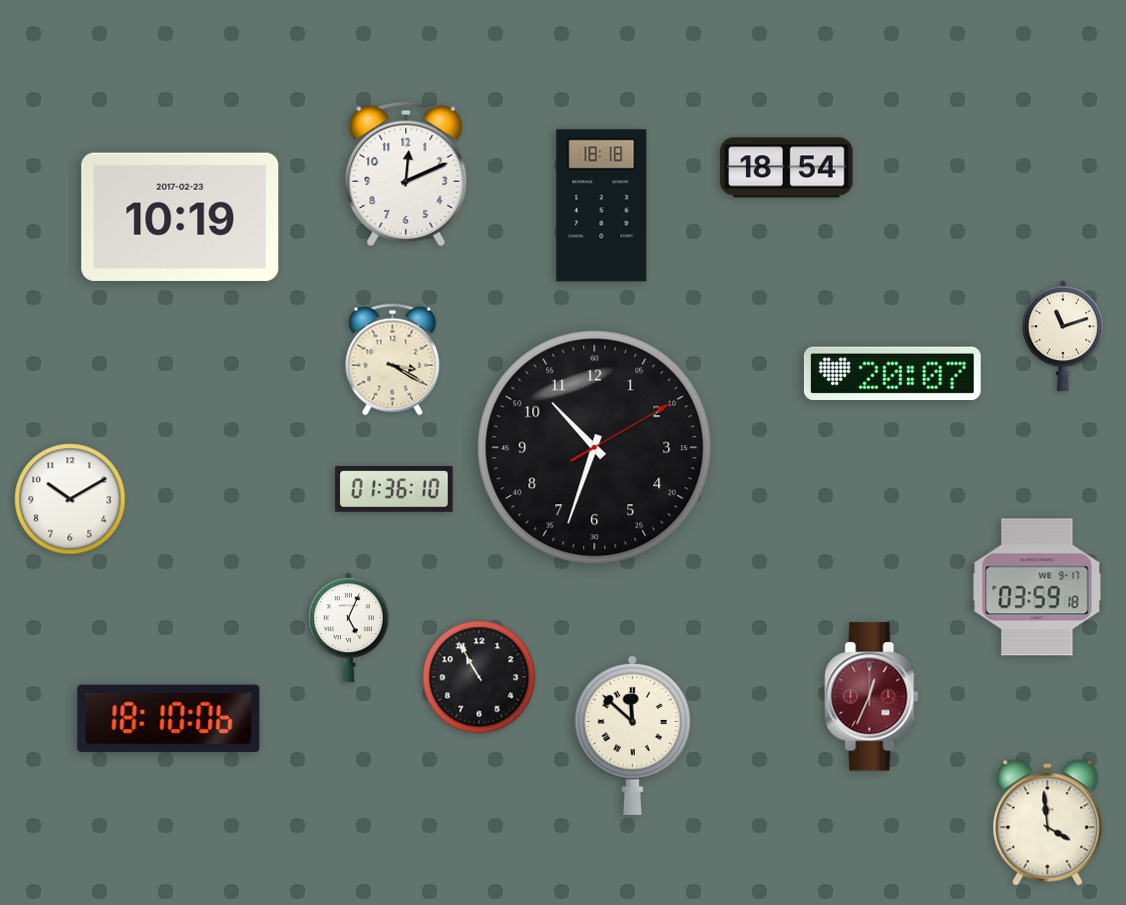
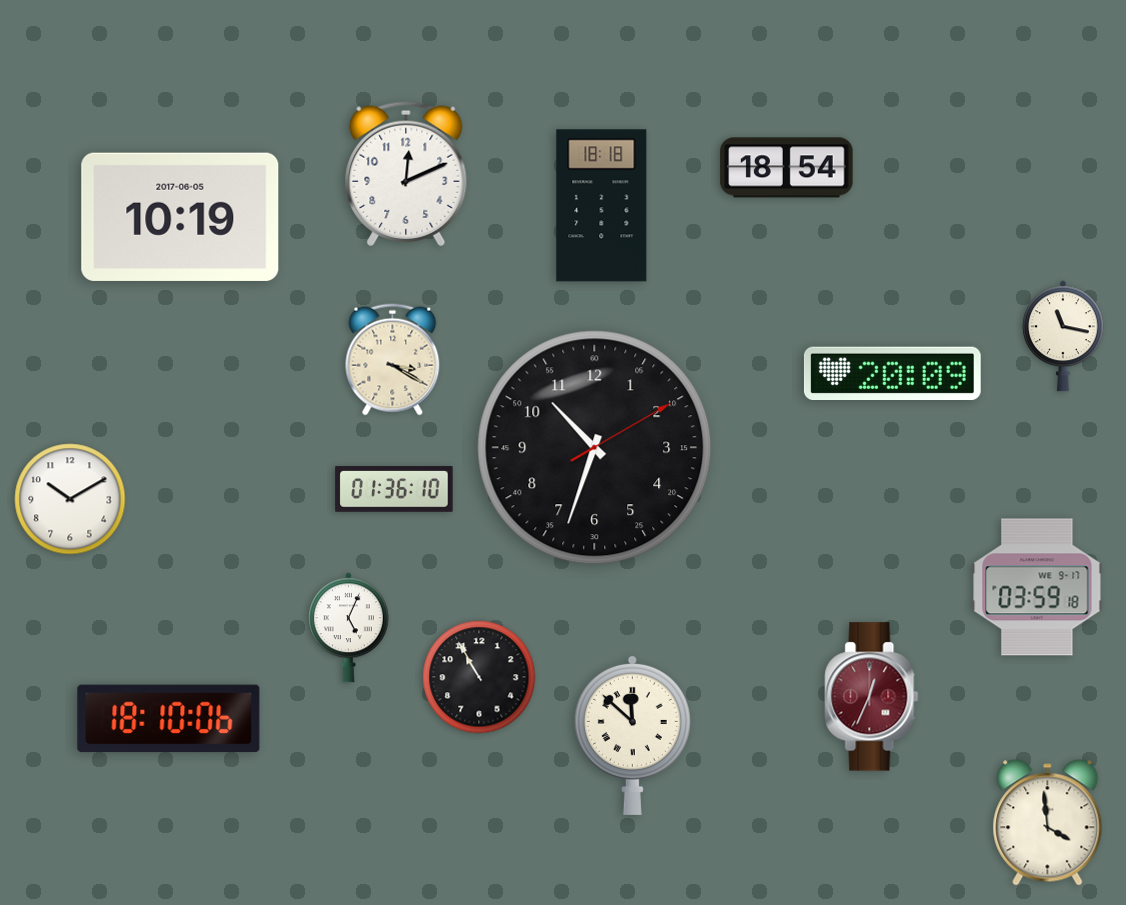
clock at (180, 217) date: 2017-02-23 -> 2017-06-05
clock at (1063, 336): 11:12 -> 11:17
clock at (892, 373): 20:07 -> 20:09
